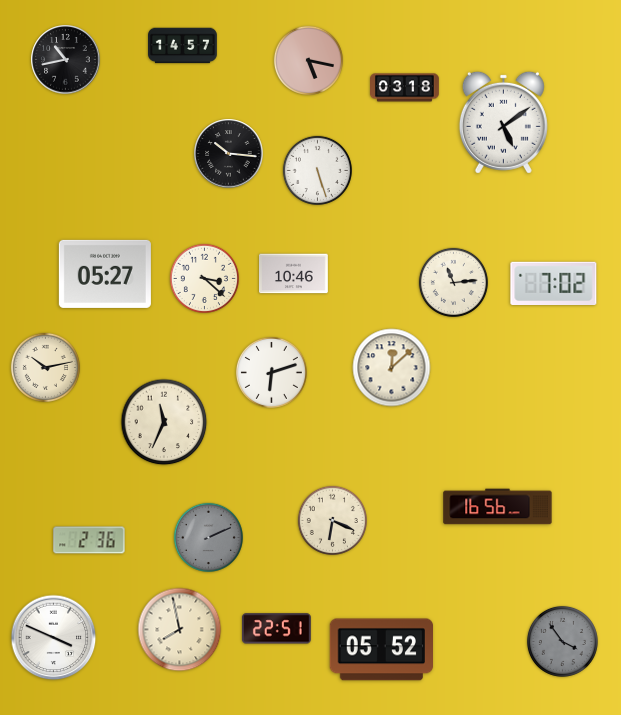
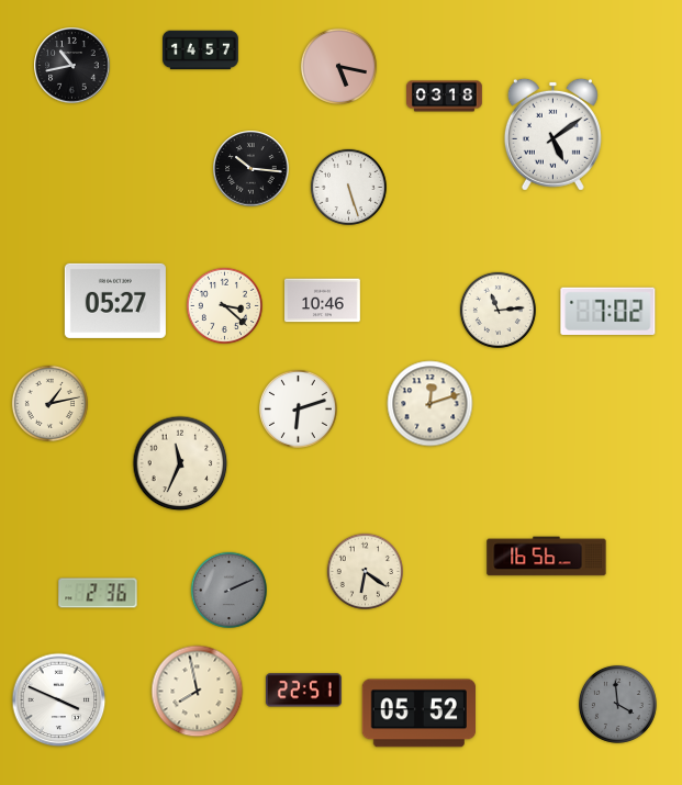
clock at (45, 367): 10:13 -> 1:13
clock at (392, 368): 12:08 -> 12:12
clock at (332, 520): 6:19 -> 6:21
clock at (562, 641): 3:54 -> 3:59
